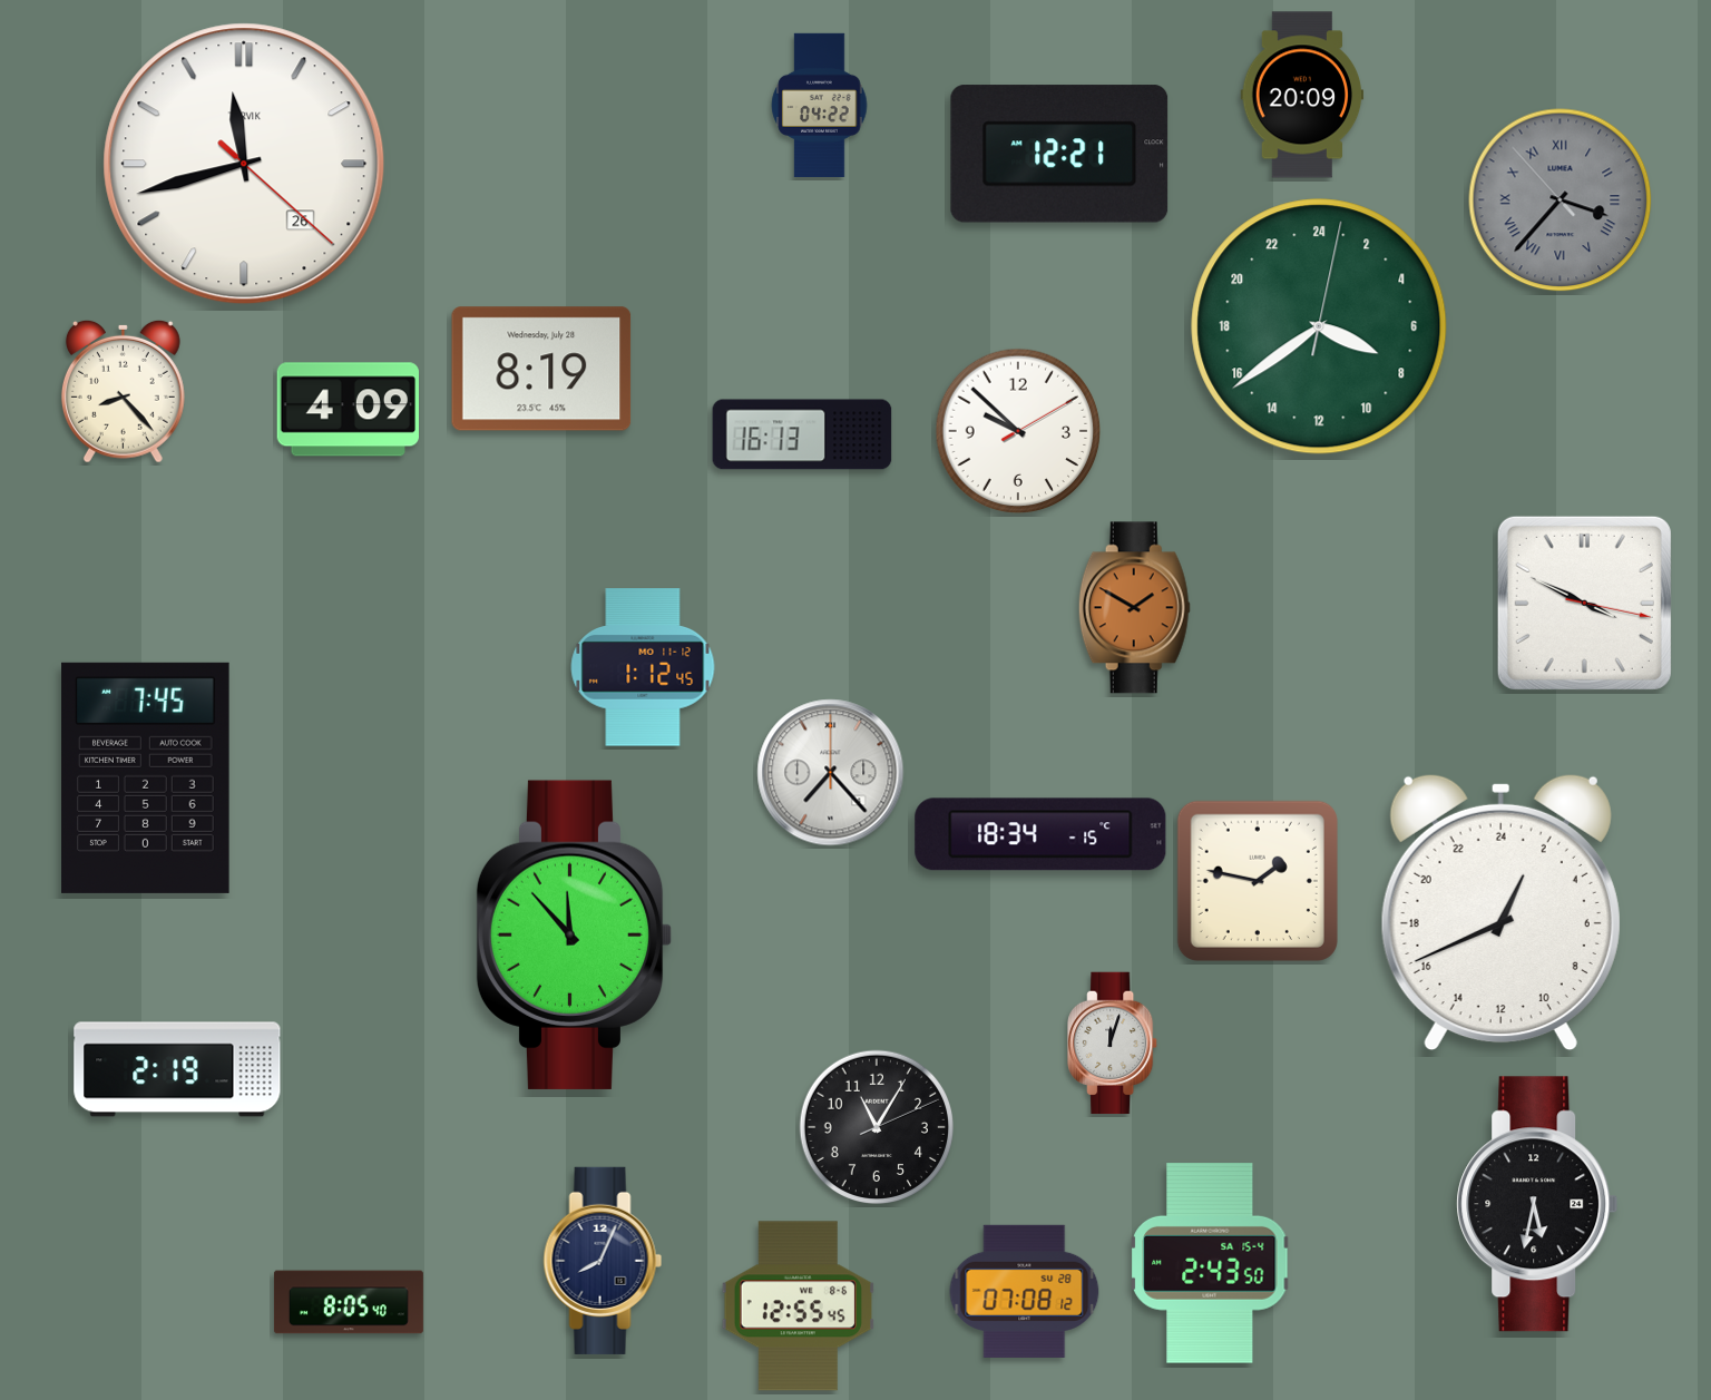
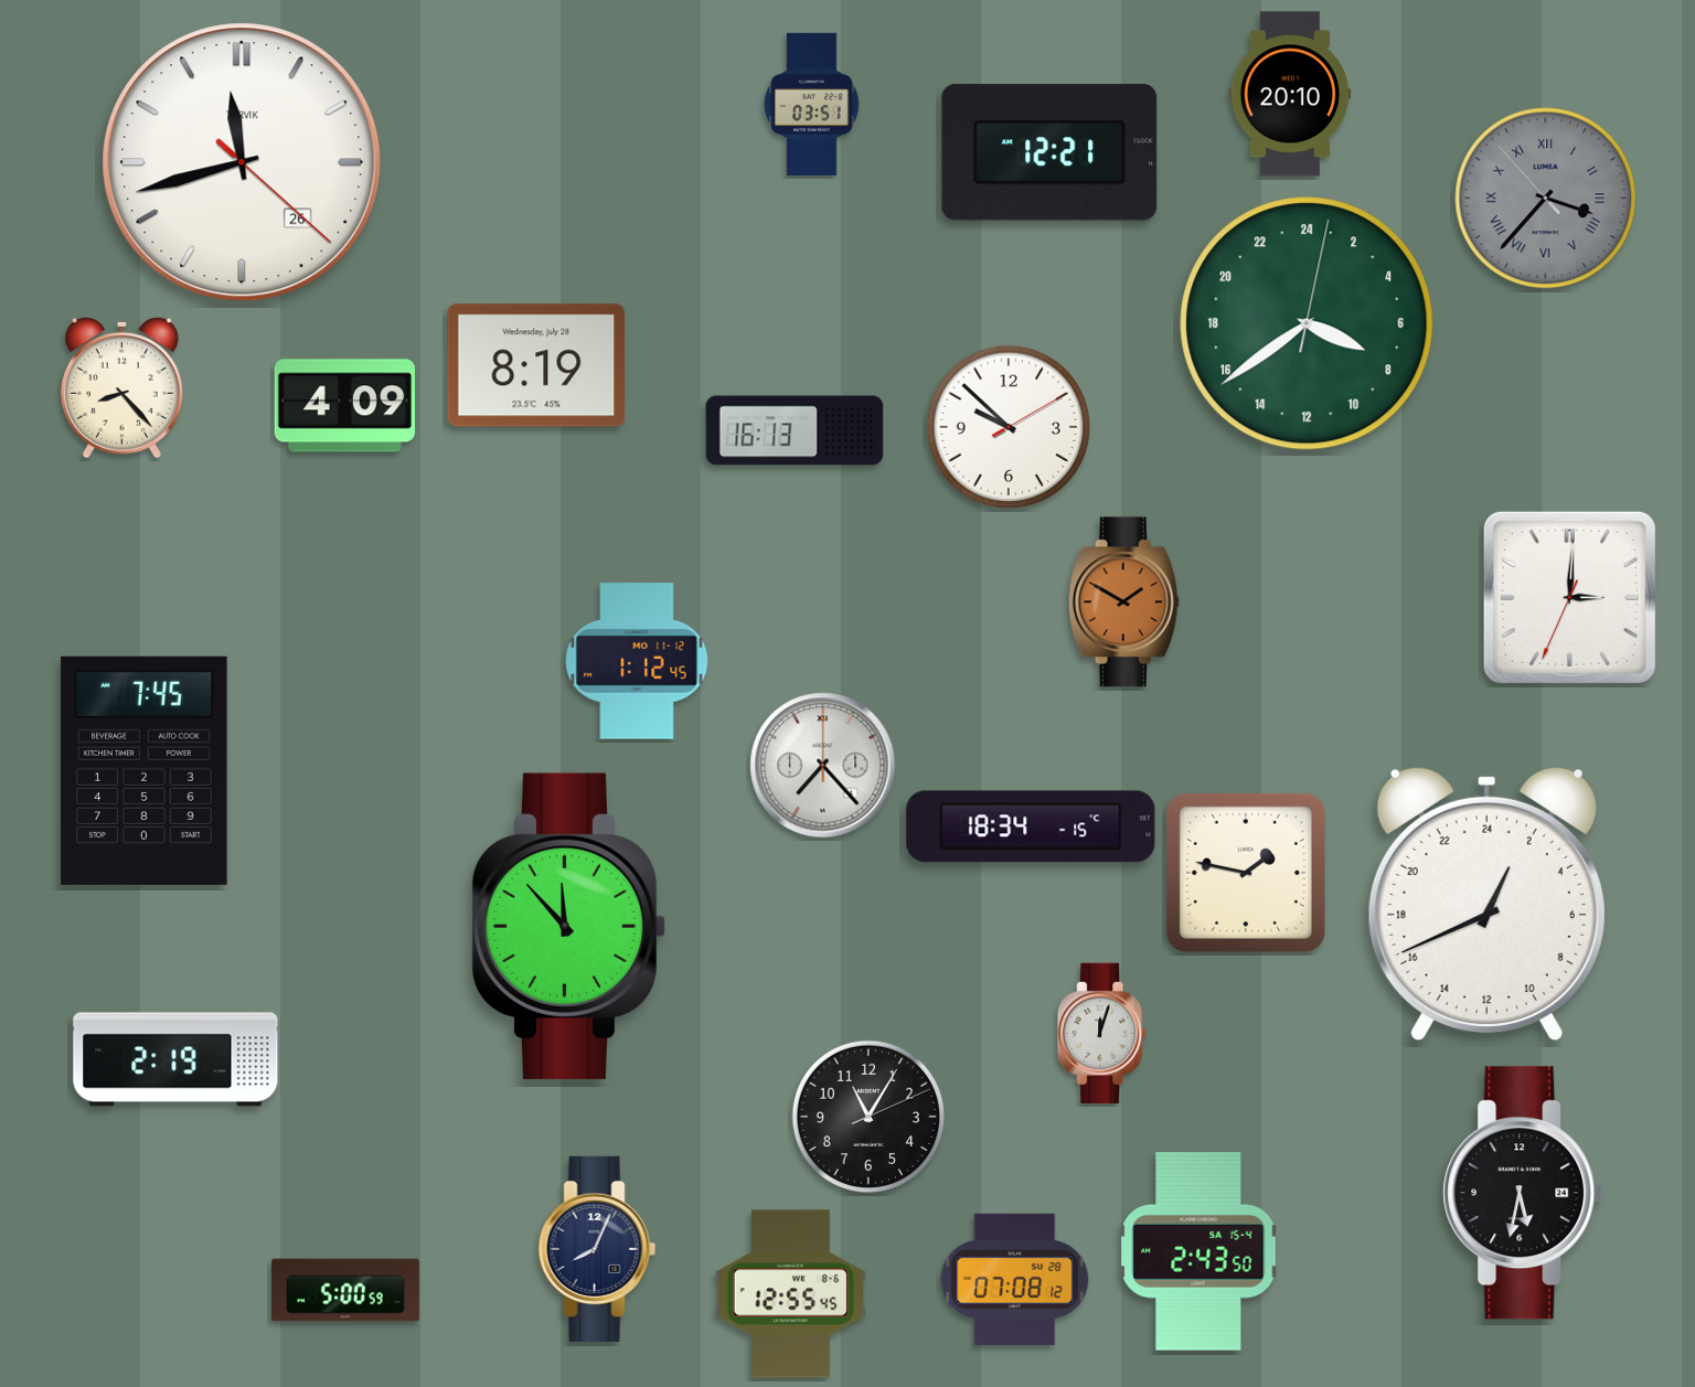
clock at (1302, 95): 20:09 -> 20:10
clock at (820, 105): 04:22 -> 03:51
clock at (1584, 603): 3:49 -> 3:00
clock at (349, 1302): 8:05 -> 5:00
